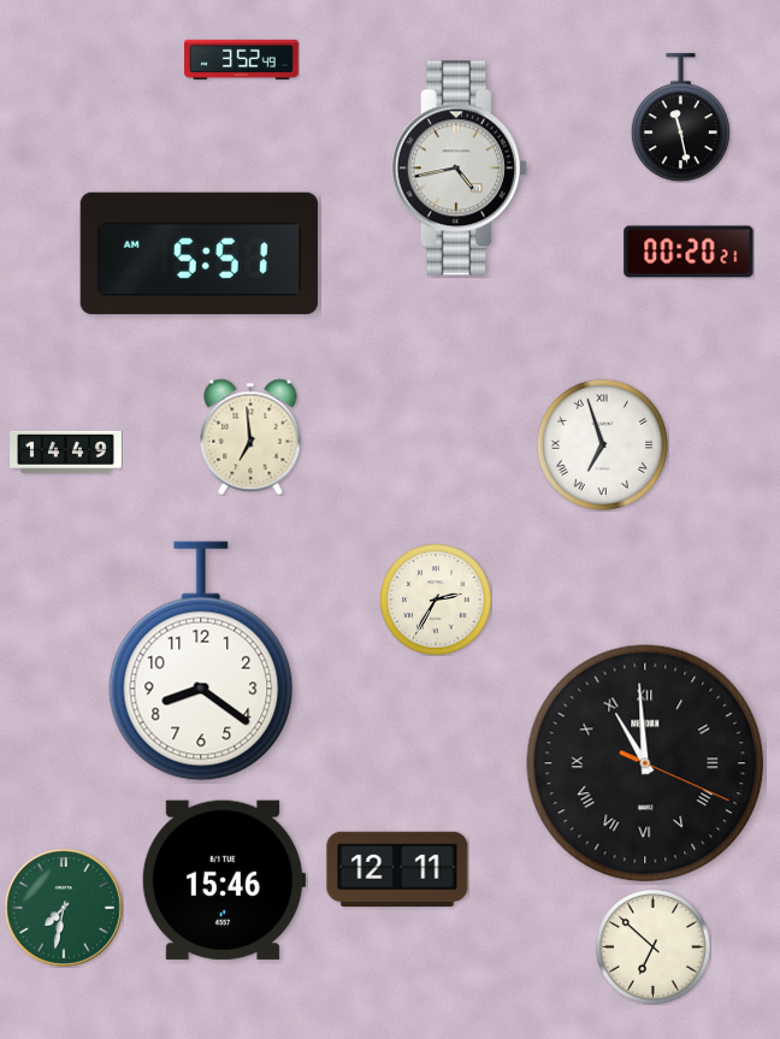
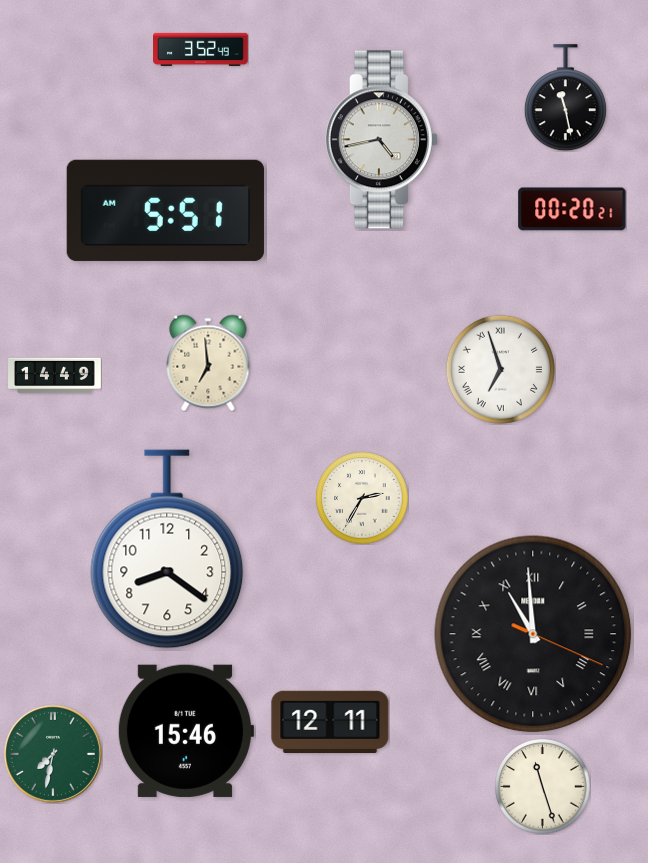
clock at (645, 763) position: (645, 763) -> (533, 634)
clock at (652, 946): 6:52 -> 11:27
